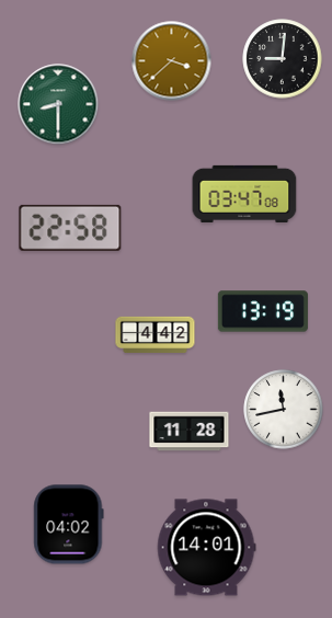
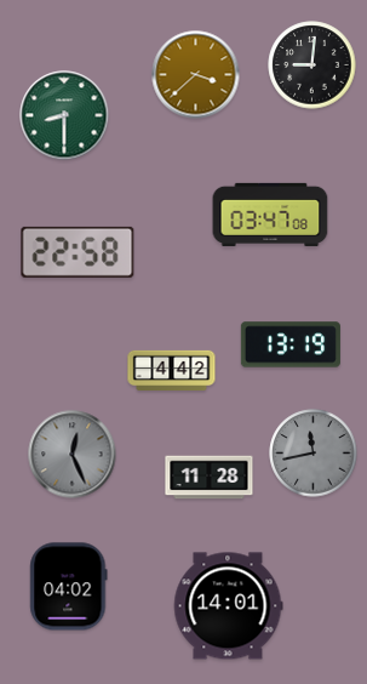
clock at (172, 61) position: (172, 61) -> (196, 75)
clock at (284, 410) dial: white -> grey
clock at (73, 455): none -> 12:26
clock at (69, 525) position: (69, 525) -> (69, 587)
